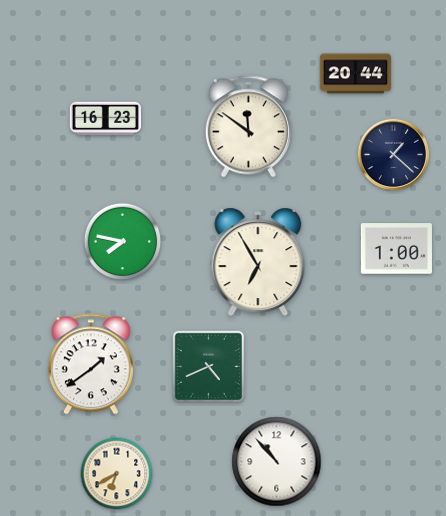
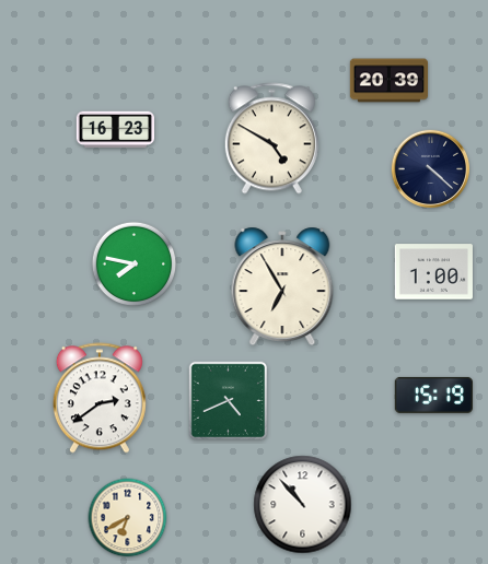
clock at (355, 74): 20:44 -> 20:39
clock at (248, 127): 11:51 -> 4:50
clock at (393, 154): 1:22 -> 4:22
clock at (433, 395): none -> 15:19
clock at (91, 364): 1:39 -> 2:39
